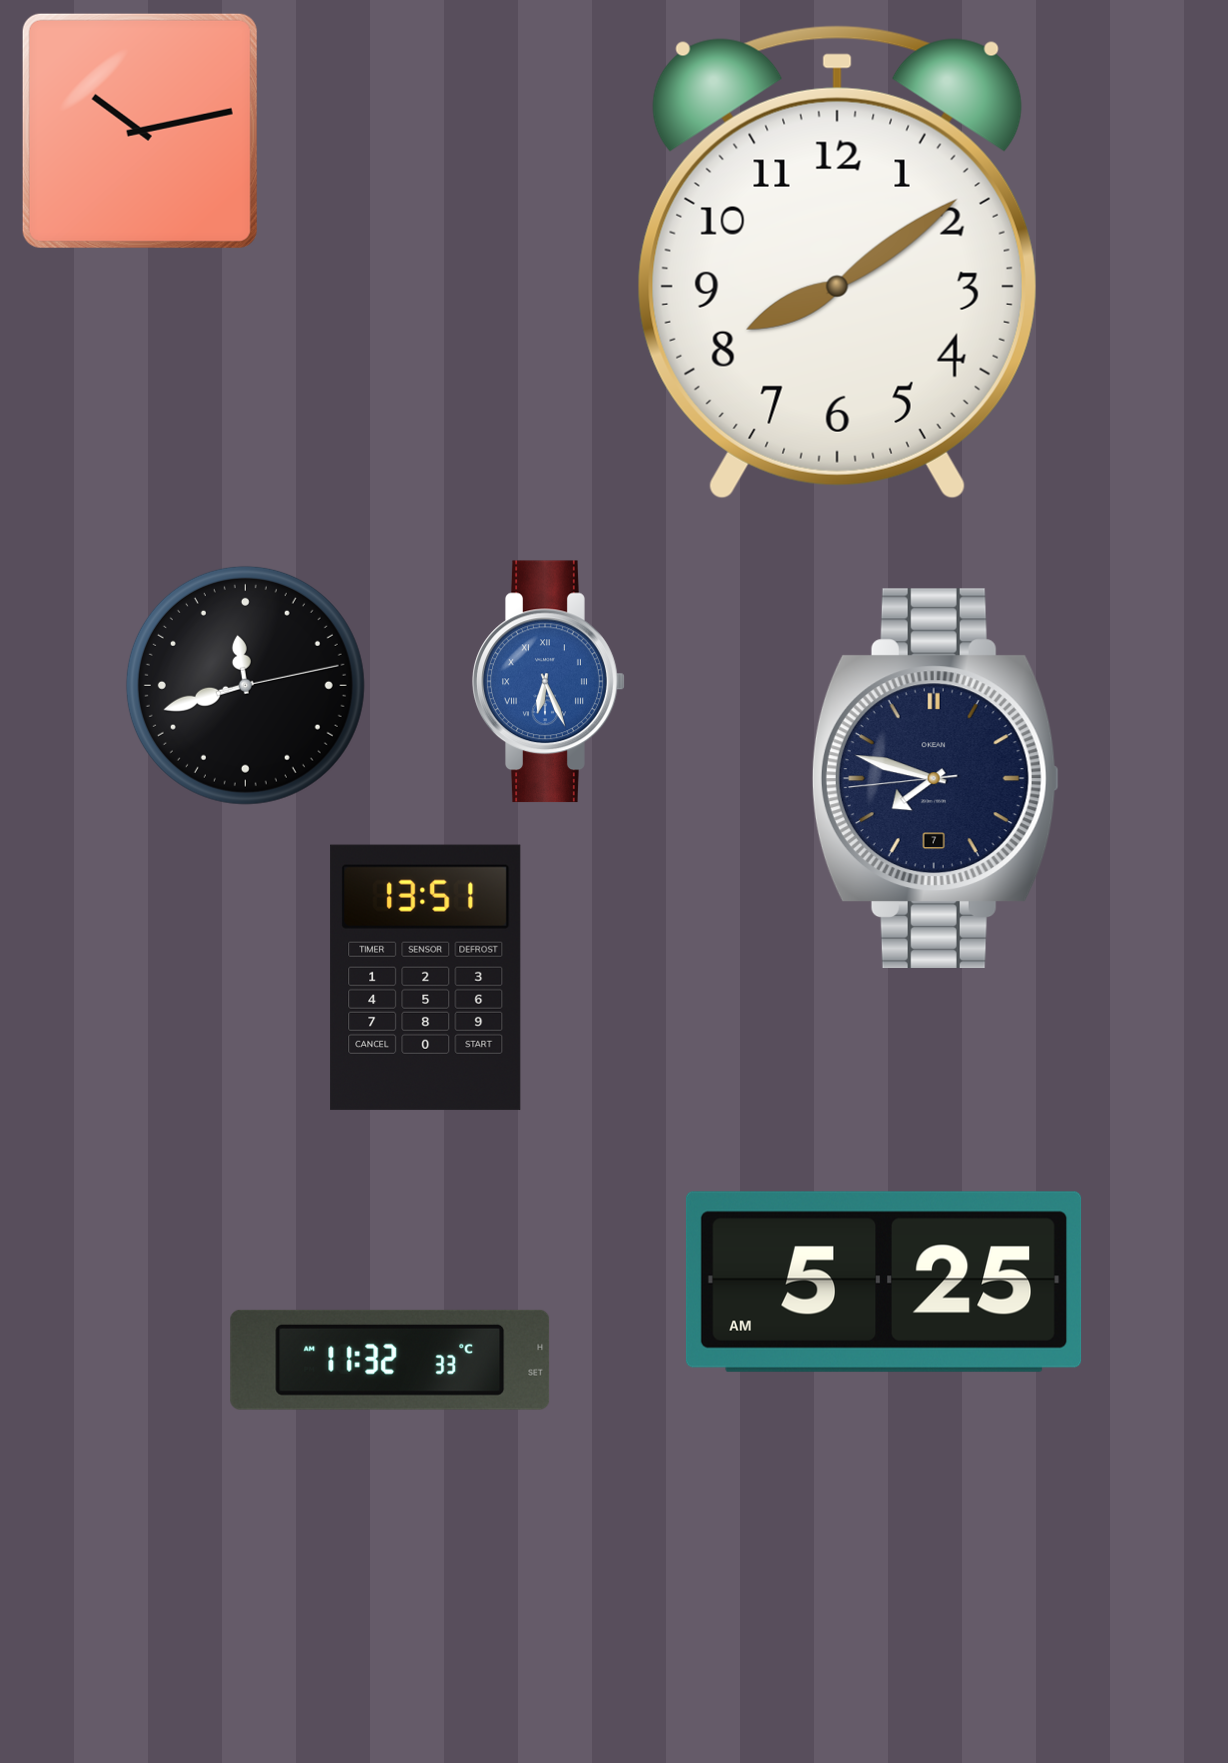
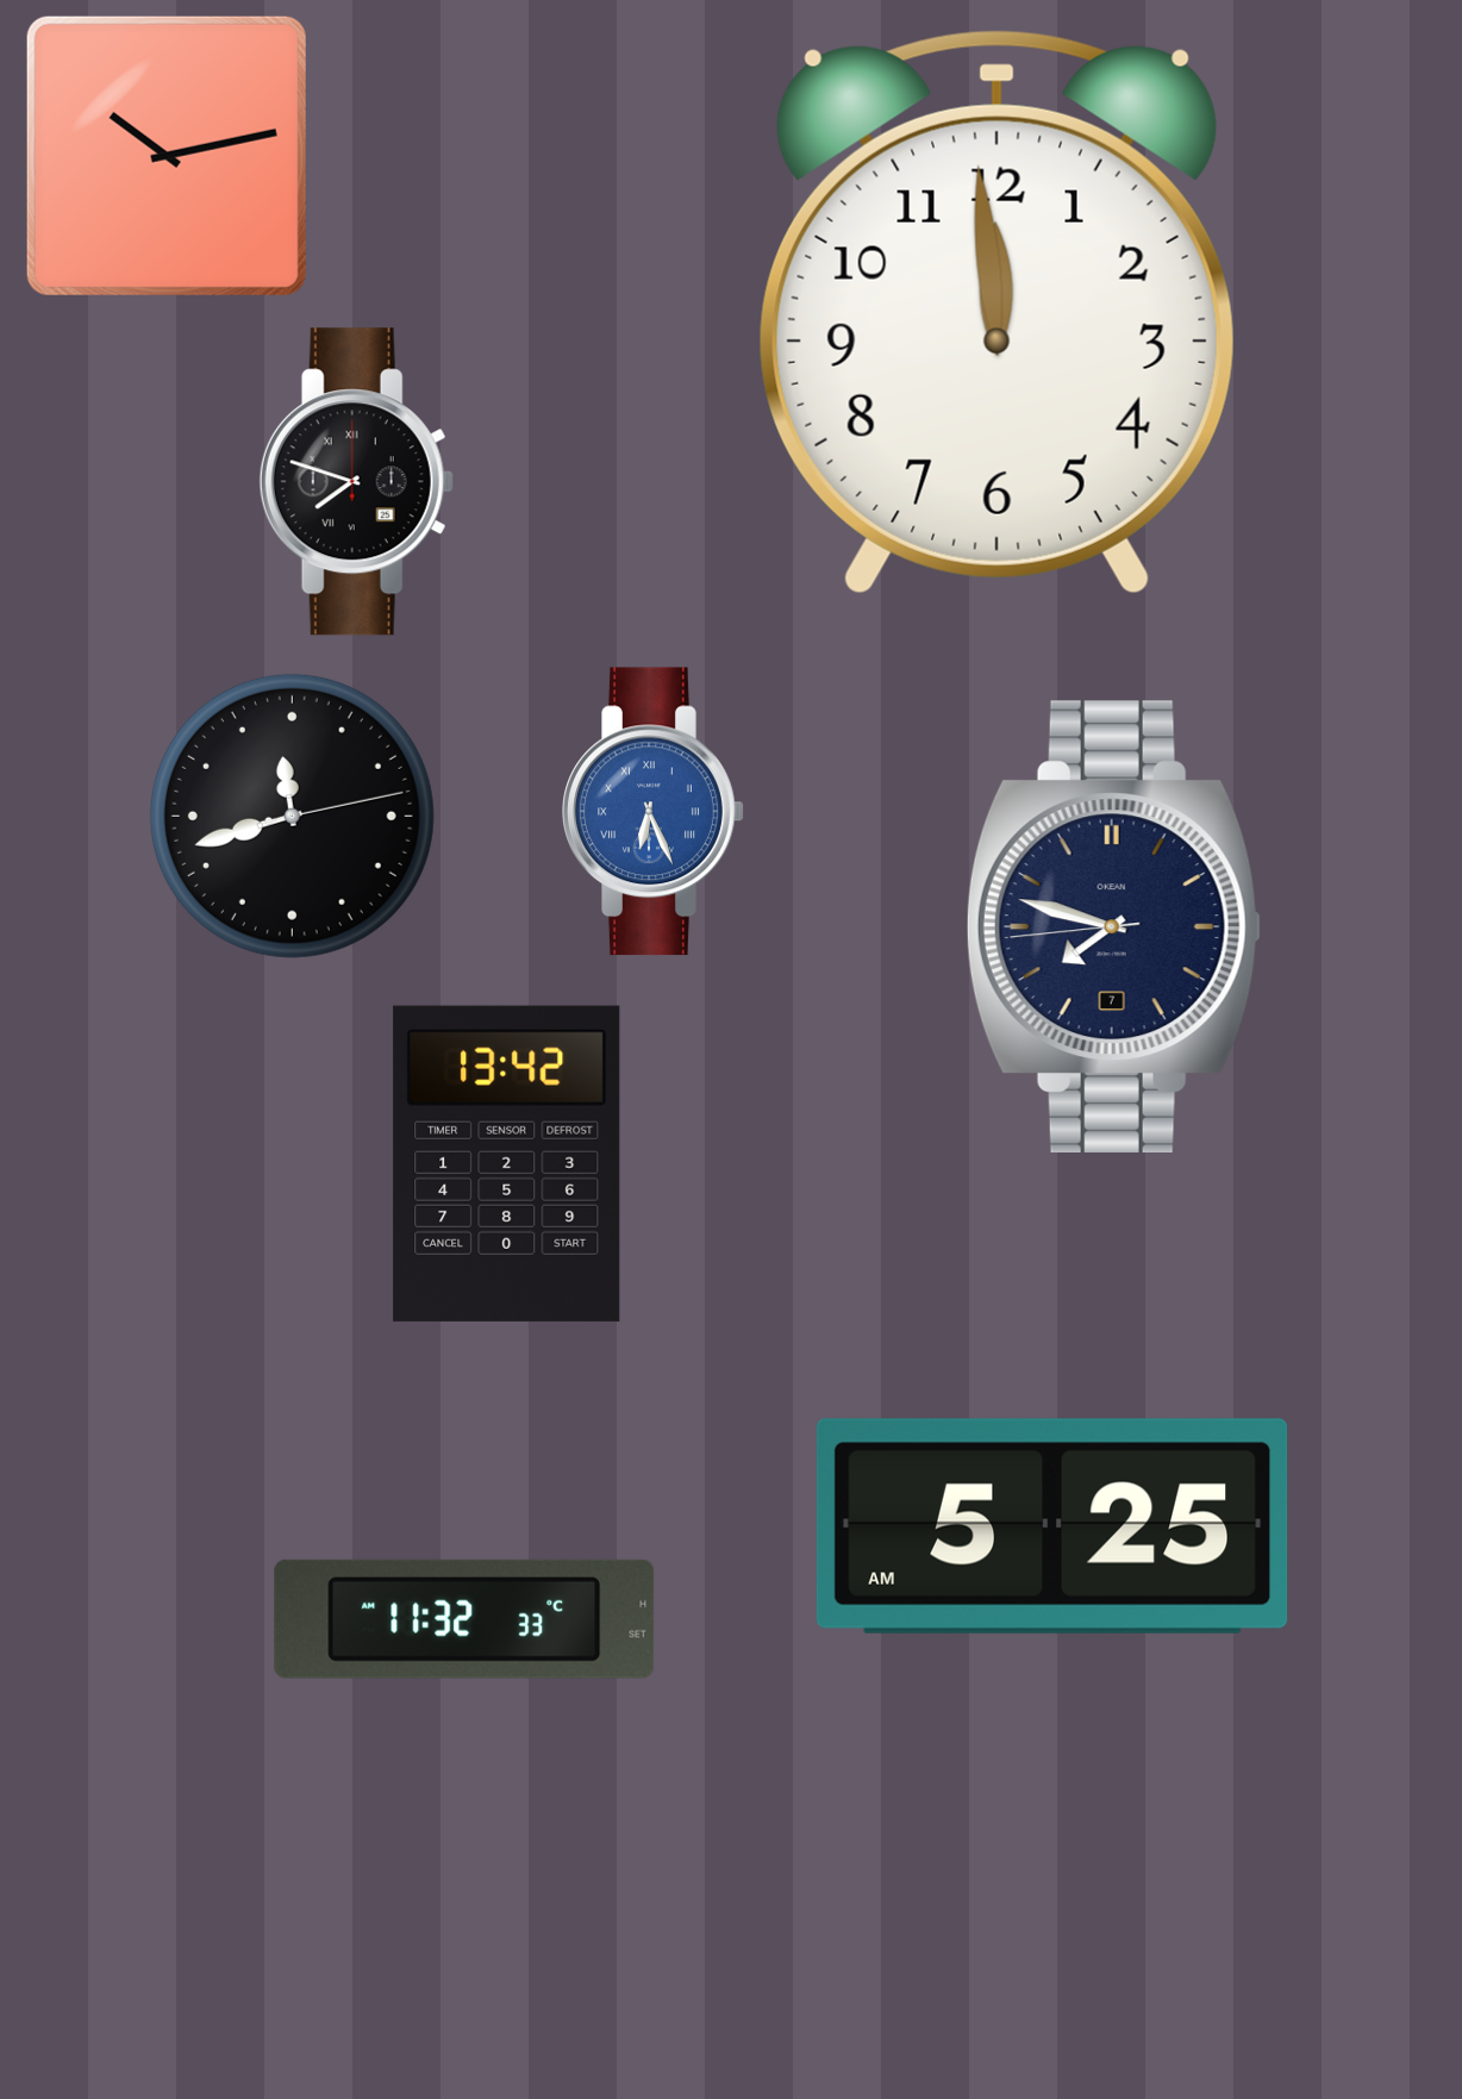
clock at (837, 262): 8:09 -> 11:59
clock at (356, 482): none -> 7:48
clock at (426, 977): 13:51 -> 13:42
